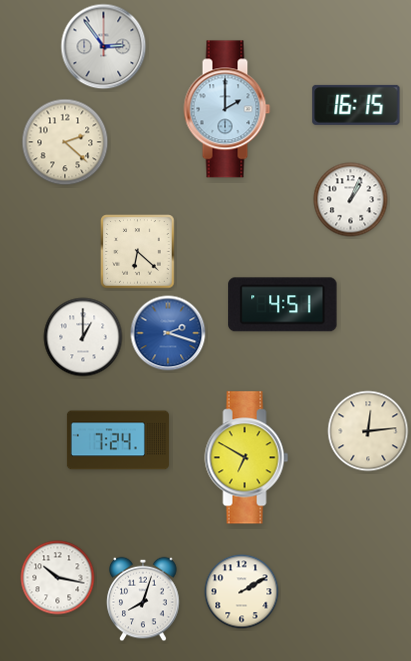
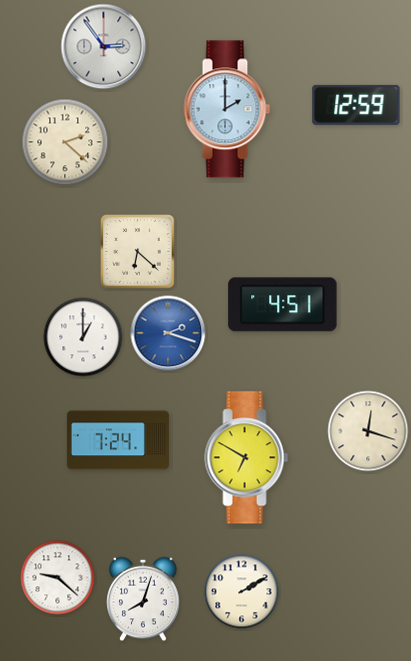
clock at (356, 105): 16:15 -> 12:59
clock at (351, 200): 1:04 -> none
clock at (368, 431): 12:14 -> 12:18
clock at (58, 578): 10:17 -> 9:22
